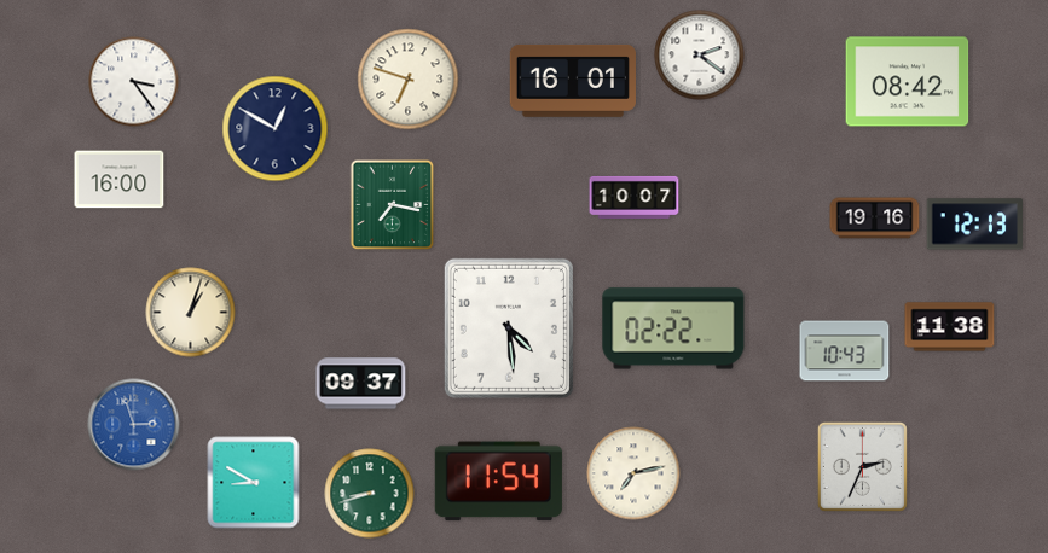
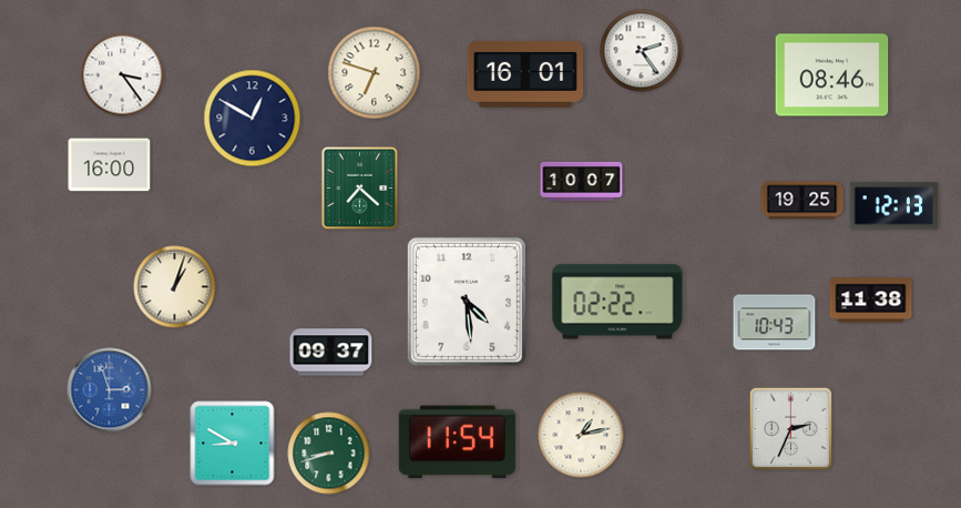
clock at (700, 56): 2:21 -> 2:24
clock at (908, 82): 08:42 -> 08:46
clock at (393, 205): 7:17 -> 7:22
clock at (875, 219): 19:16 -> 19:25
clock at (134, 425) position: (134, 425) -> (110, 390)
clock at (633, 473): 7:13 -> 1:13
clock at (370, 494) position: (370, 494) -> (329, 454)
